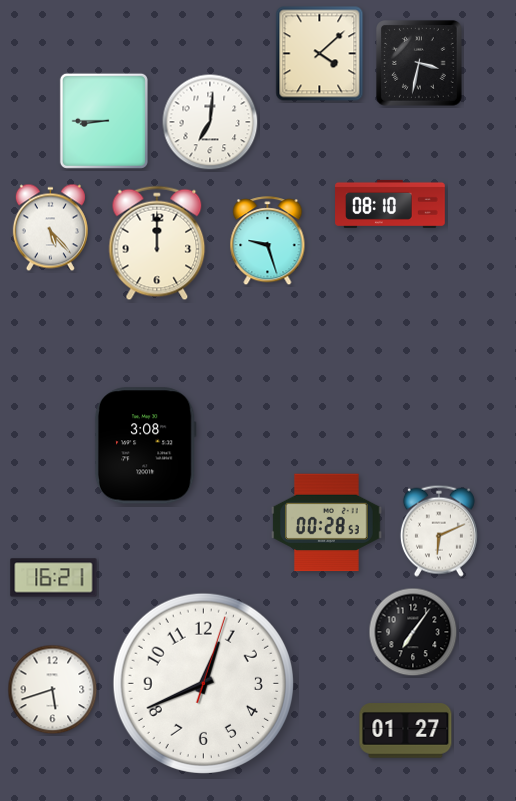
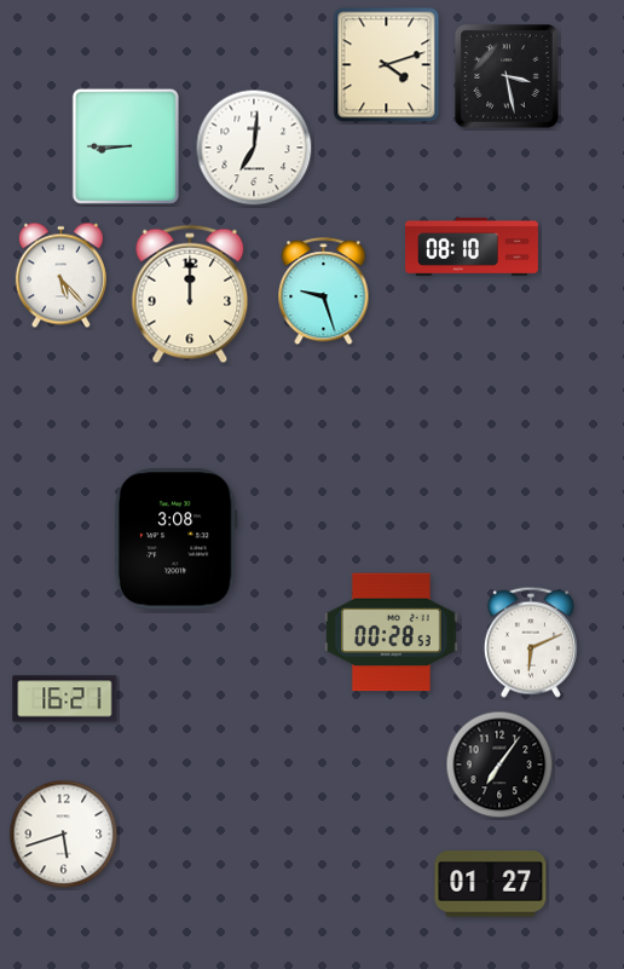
clock at (320, 54): 4:08 -> 4:12
clock at (419, 63): 3:32 -> 3:28
clock at (327, 523) position: (327, 523) -> (392, 633)
clock at (203, 683): 12:41 -> none
